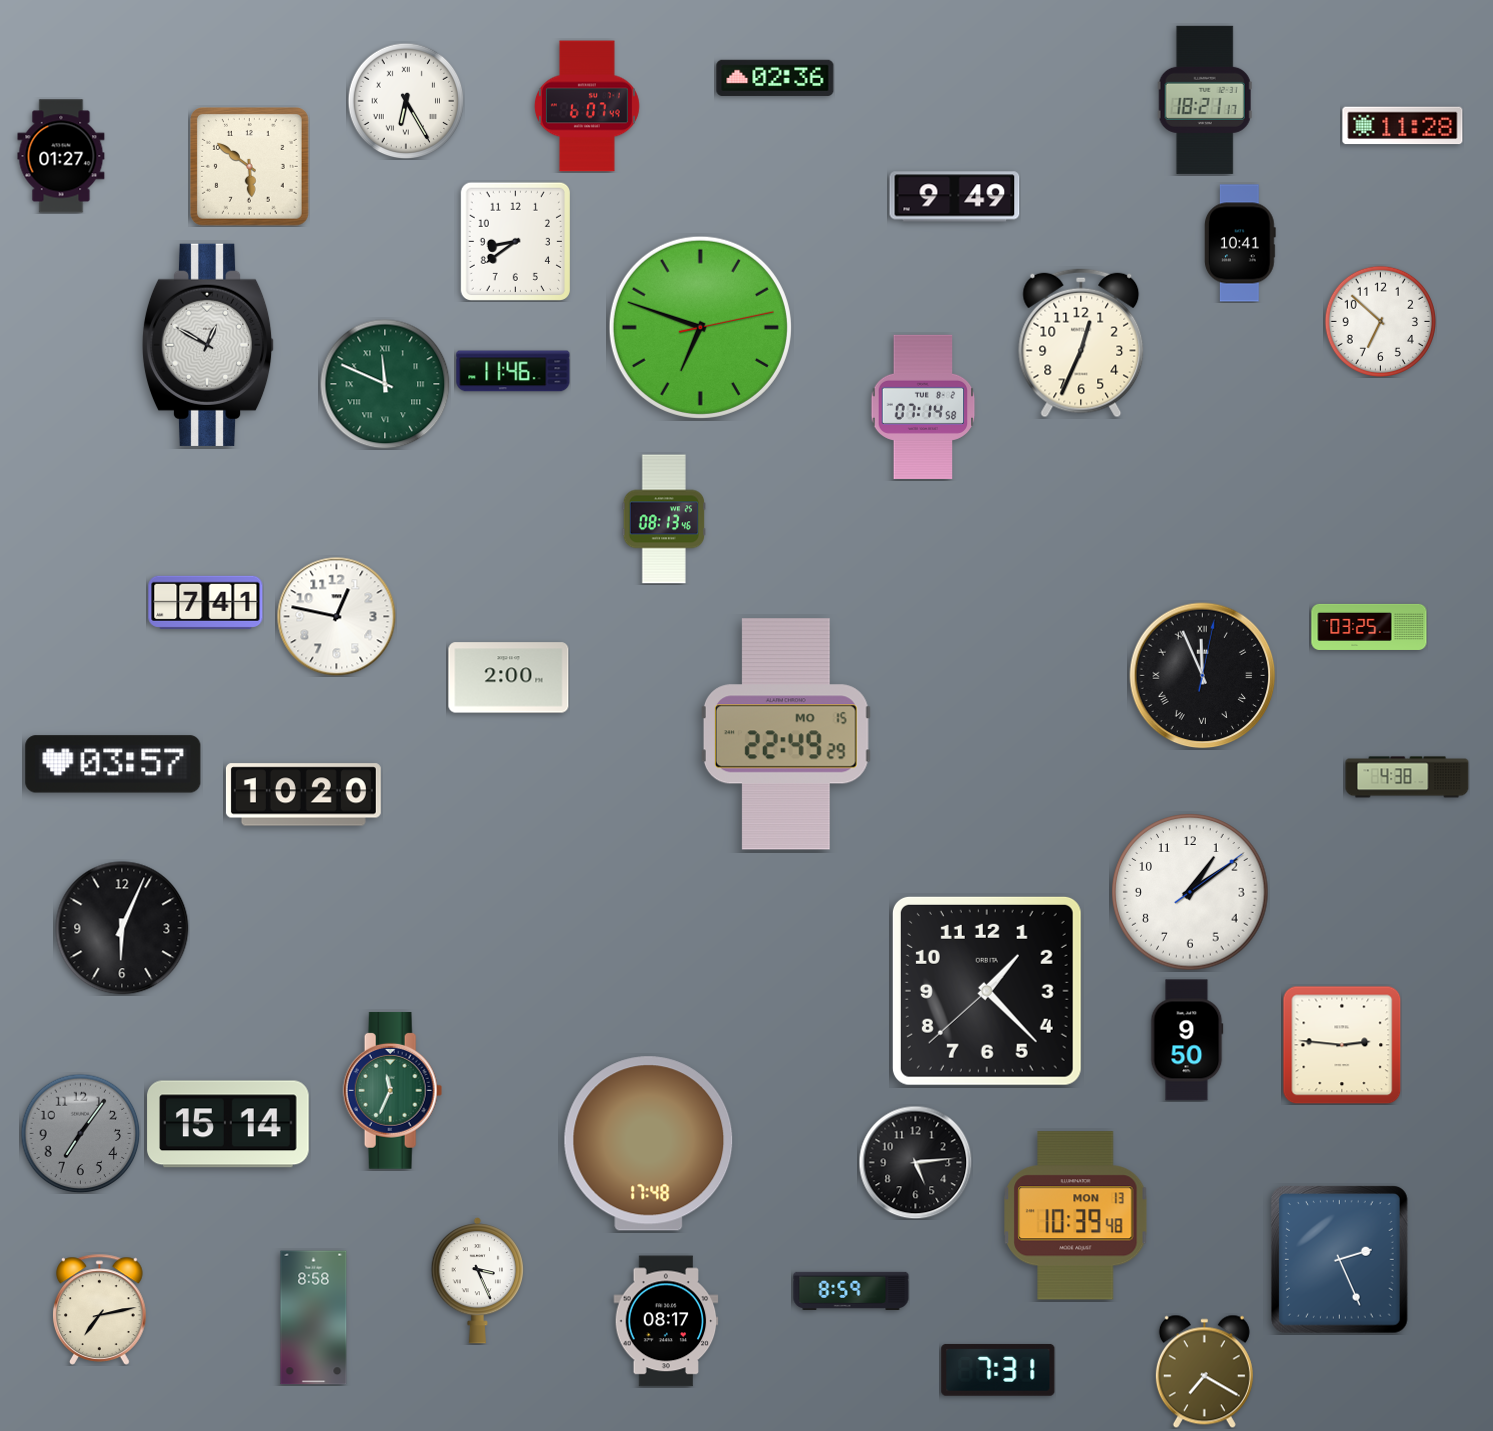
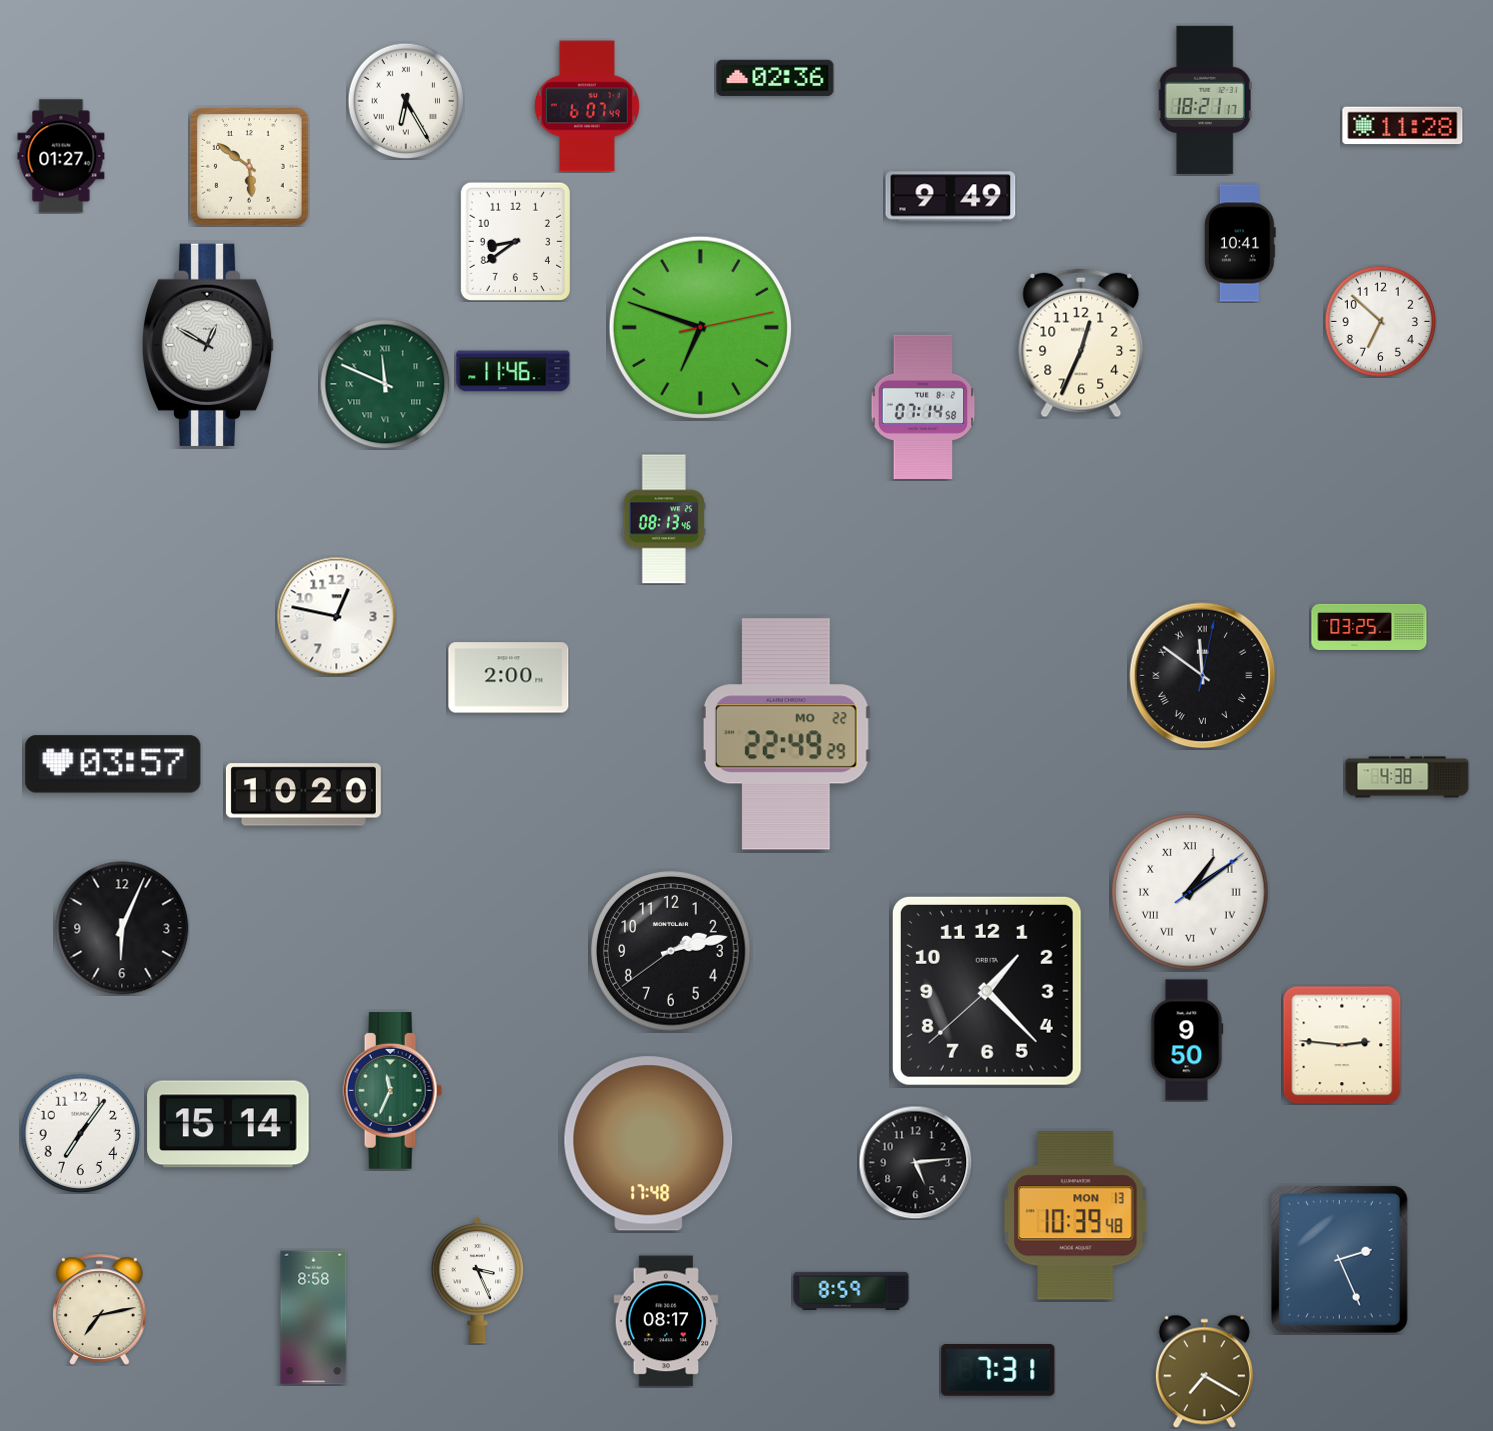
clock at (955, 197) position: (955, 197) -> (951, 197)
clock at (206, 602): 7:41 -> none
clock at (1203, 676): 11:56 -> 11:51
clock at (786, 734) date: MO 15 -> MO 22
clock at (1190, 892) numerals: Arabic -> Roman
clock at (671, 951): none -> 2:12
clock at (80, 1133) dial: grey -> white
